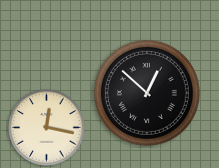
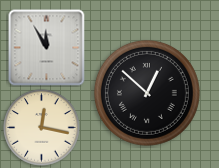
clock at (47, 48): none -> 11:55
clock at (47, 128) position: (47, 128) -> (42, 128)
